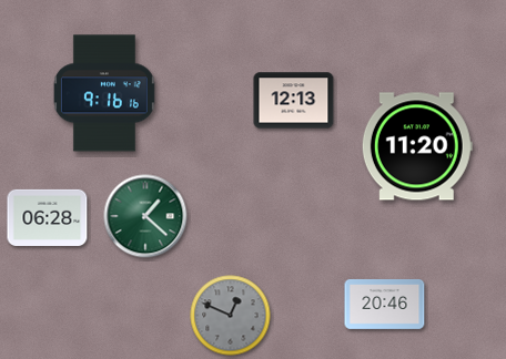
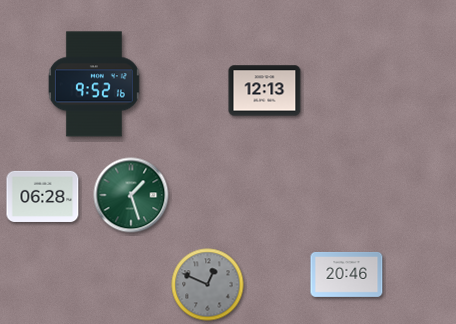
clock at (104, 93): 9:16 -> 9:52
clock at (417, 146): 11:20 -> none
clock at (145, 216): 1:22 -> 1:27
